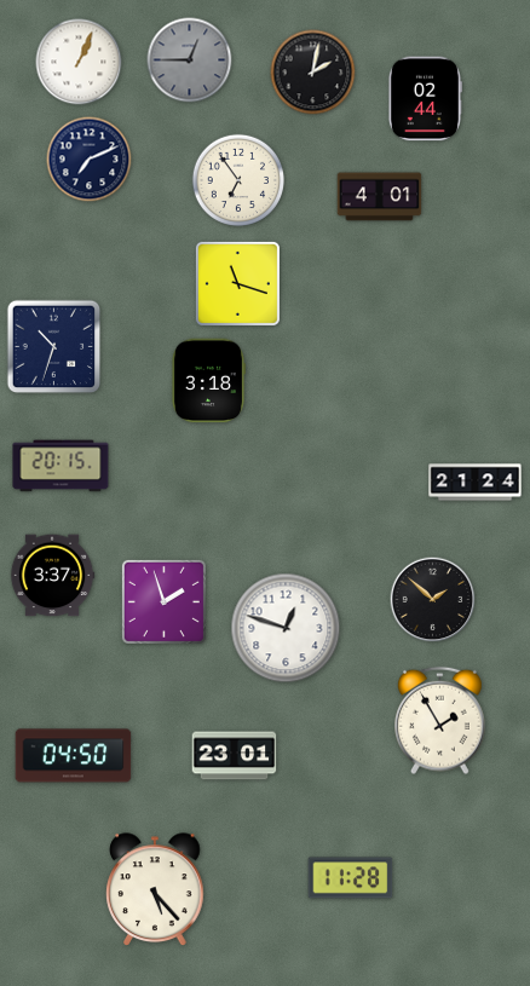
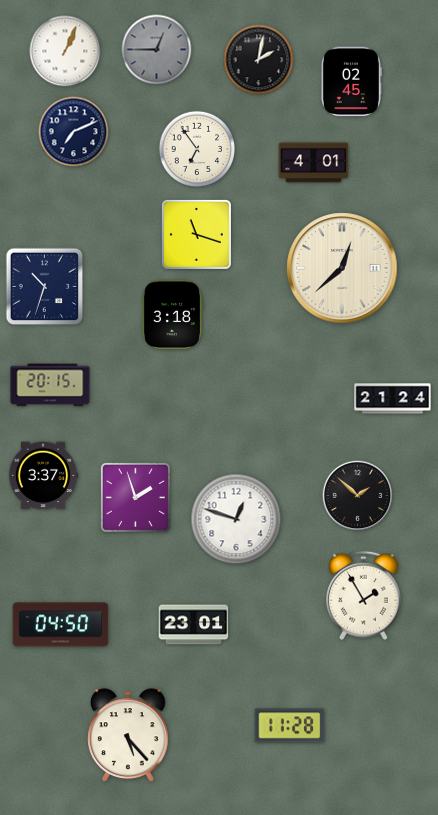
clock at (425, 99): 02:44 -> 02:45
clock at (342, 268): none -> 12:38
